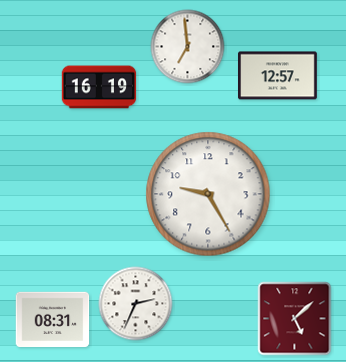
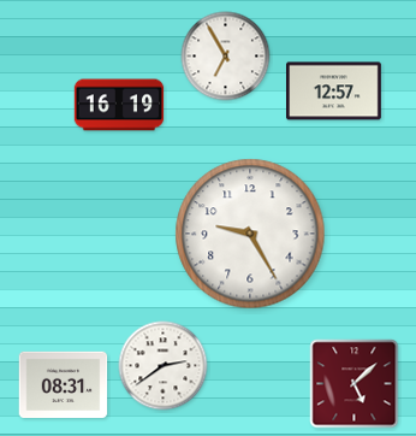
clock at (188, 47): 6:59 -> 6:55
clock at (136, 304): 2:34 -> 2:39
